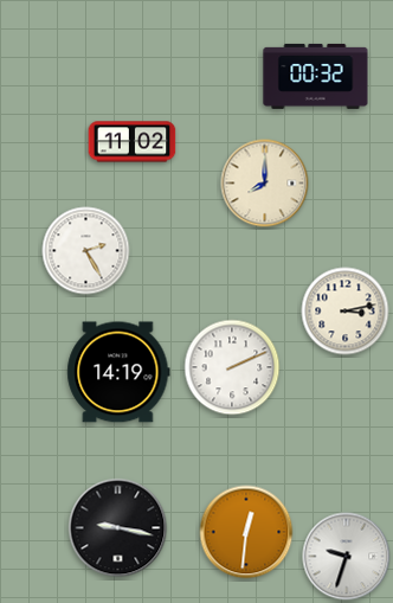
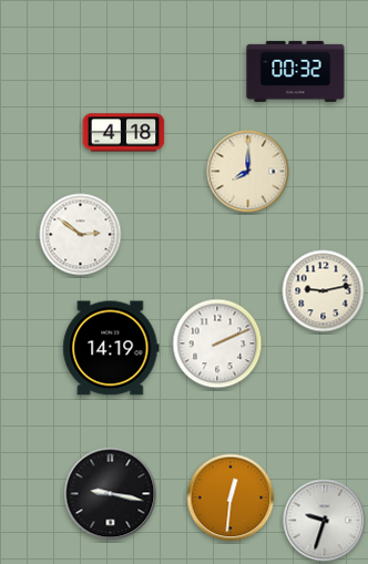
clock at (133, 142): 11:02 -> 4:18
clock at (86, 251): 2:25 -> 2:51
clock at (346, 312): 3:13 -> 9:13
